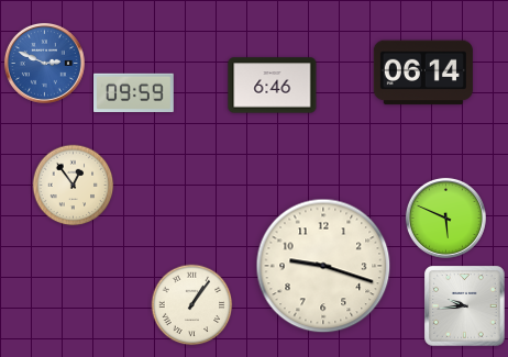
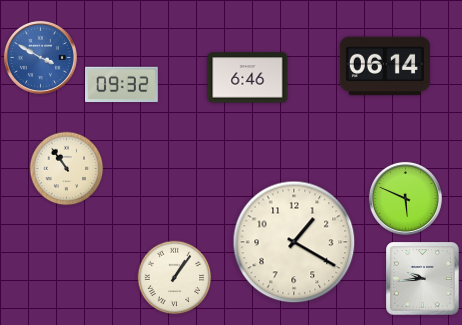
clock at (44, 63): 2:49 -> 3:50
clock at (134, 93): 09:59 -> 09:32
clock at (74, 186): 12:54 -> 10:54
clock at (323, 266): 9:18 -> 1:20
